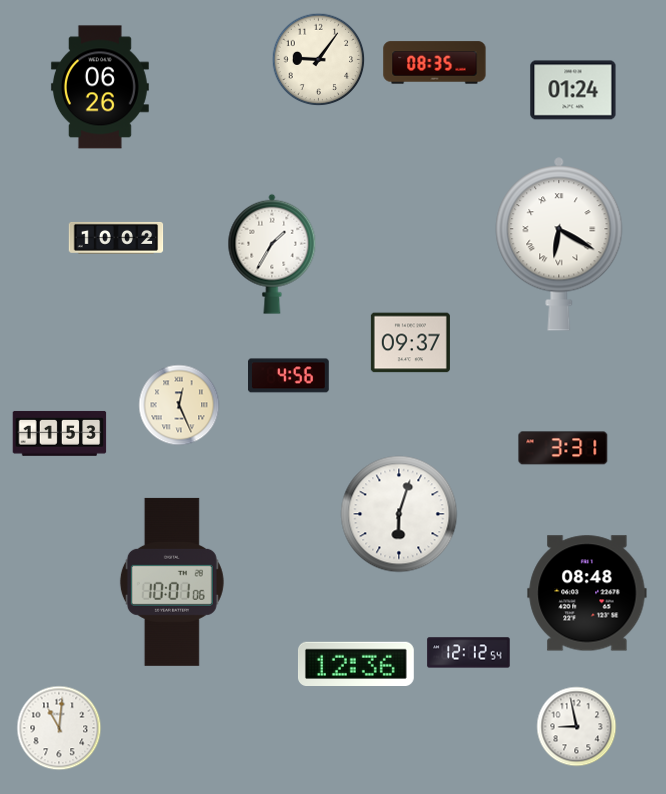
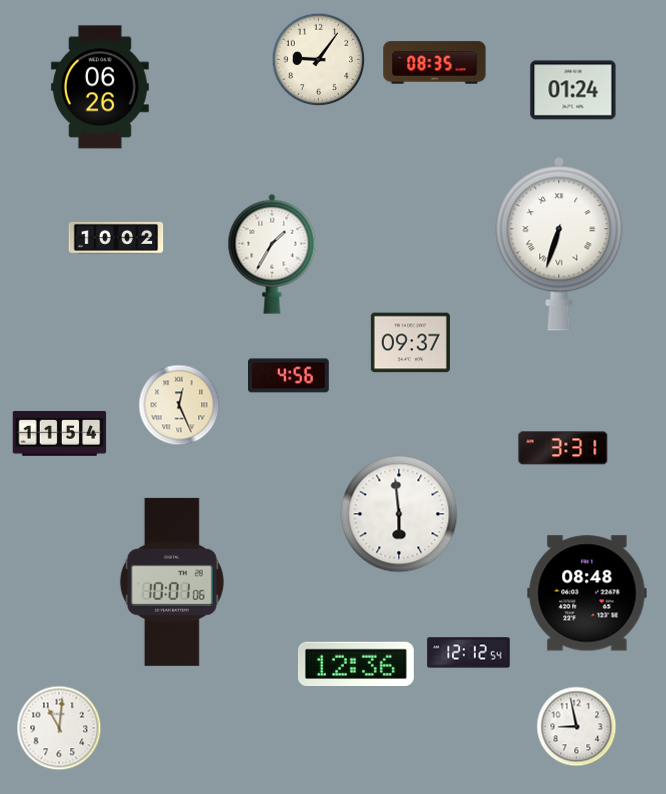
clock at (559, 244): 6:20 -> 6:33
clock at (60, 433): 11:53 -> 11:54
clock at (399, 514): 6:03 -> 5:59
